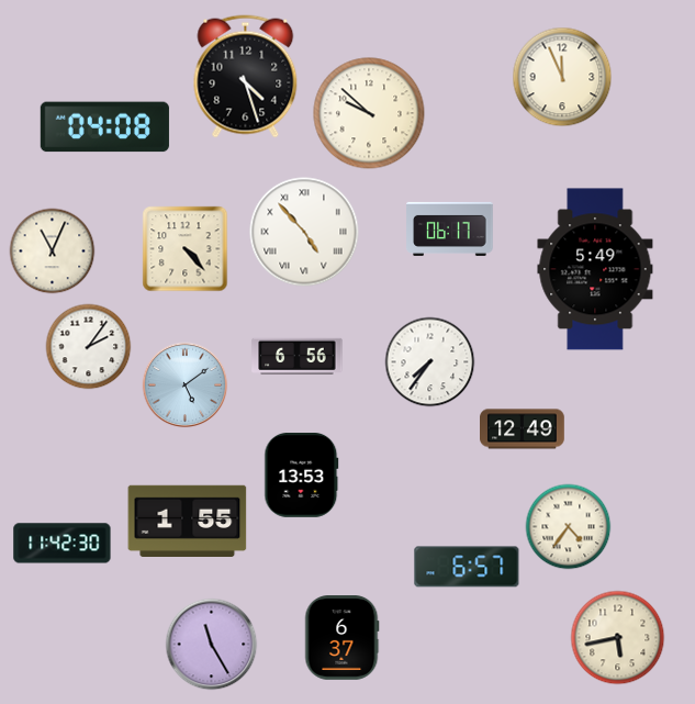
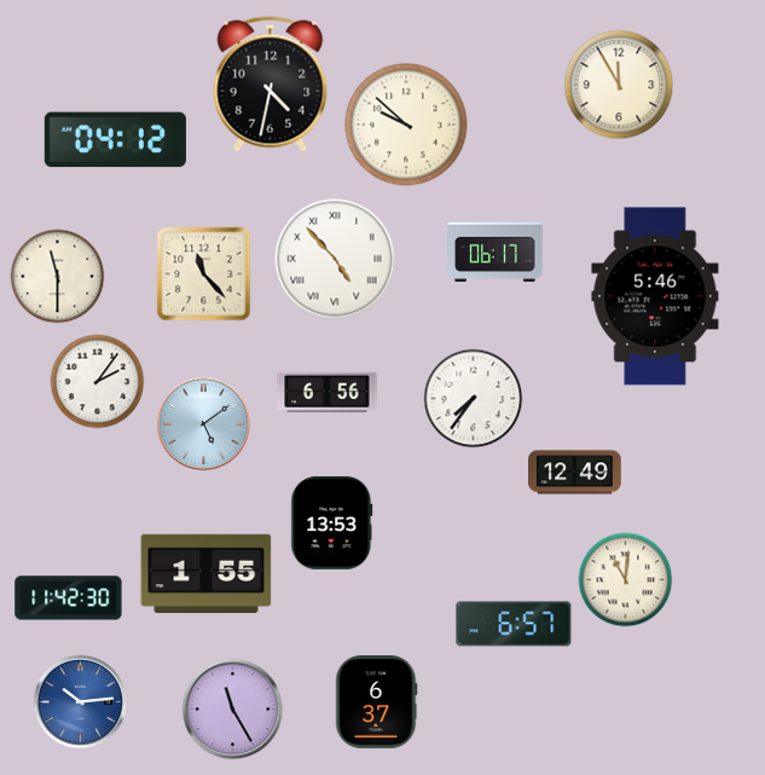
clock at (246, 77): 4:27 -> 4:32
clock at (562, 77): 11:56 -> 11:55
clock at (104, 127): 04:08 -> 04:12
clock at (304, 232) position: (304, 232) -> (335, 259)
clock at (184, 248): 4:23 -> 11:23
clock at (52, 250): 11:04 -> 11:30
clock at (595, 269): 5:49 -> 5:46
clock at (568, 526): 4:36 -> 11:01
clock at (80, 701): none -> 10:14
clock at (617, 637): 5:43 -> none
